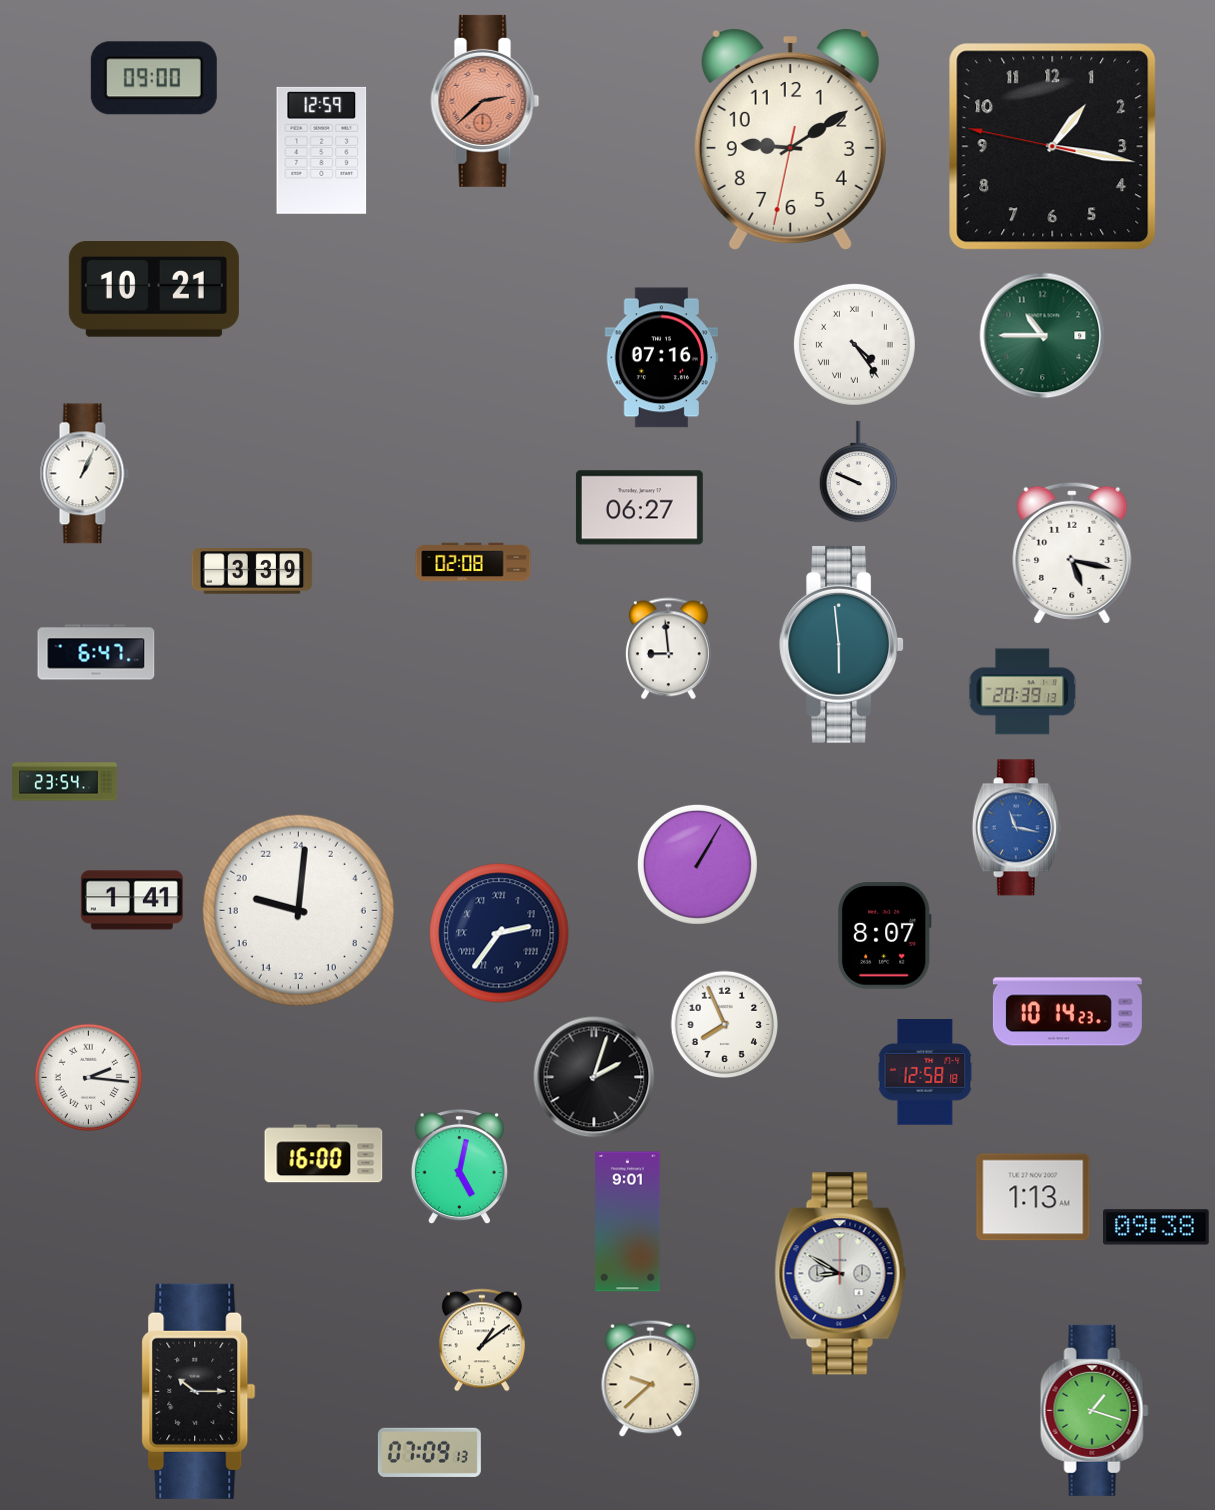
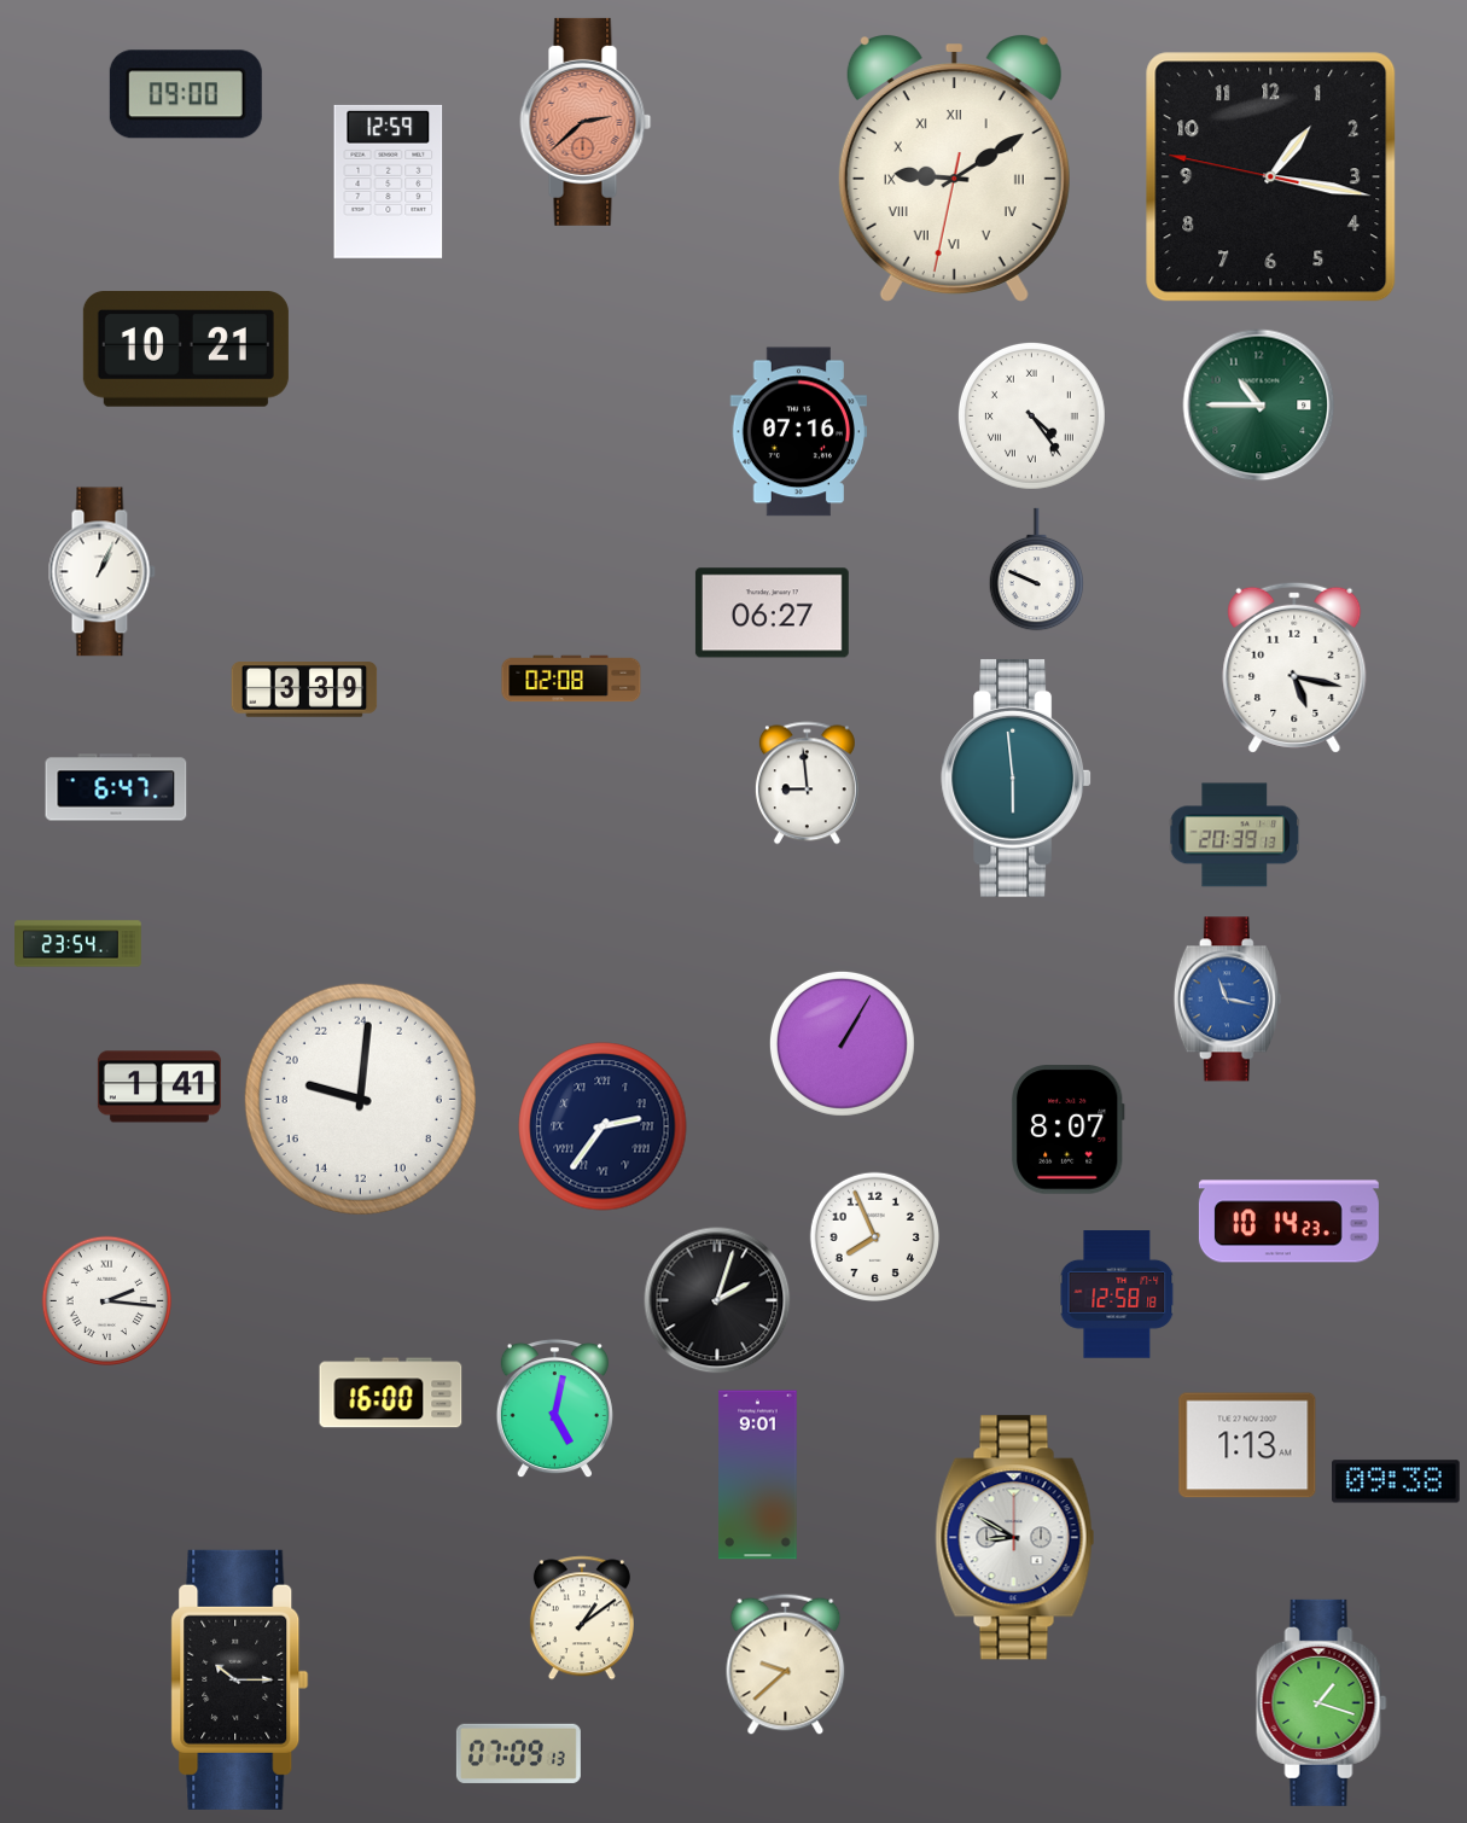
clock at (790, 139) numerals: Arabic -> Roman
